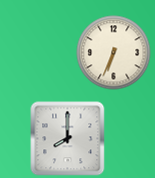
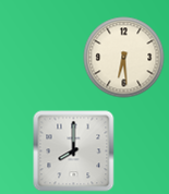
clock at (114, 53): 6:34 -> 6:29
